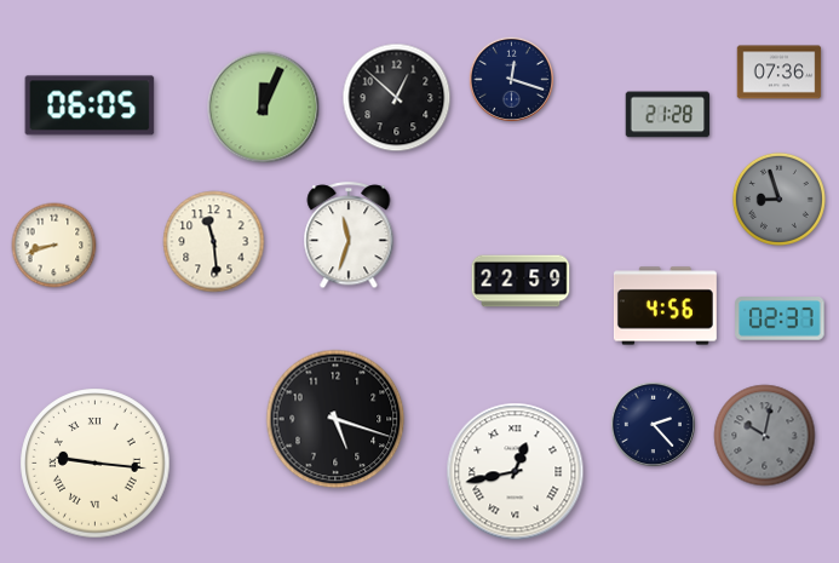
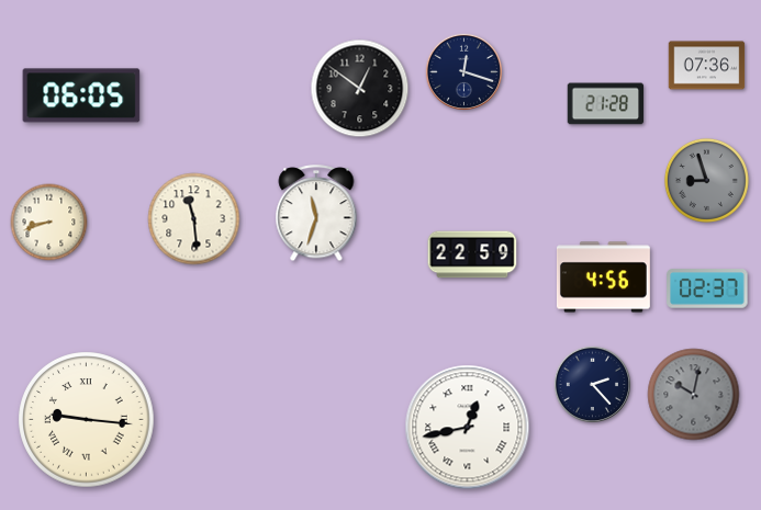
clock at (397, 98): 12:52 -> 12:51
clock at (264, 108): 12:04 -> none
clock at (335, 419): 5:18 -> none
